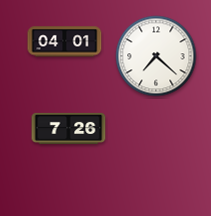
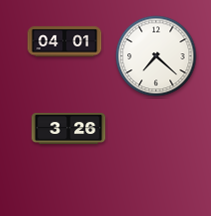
clock at (69, 128): 7:26 -> 3:26
